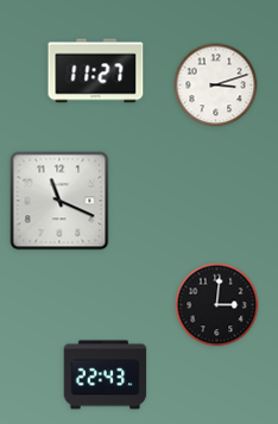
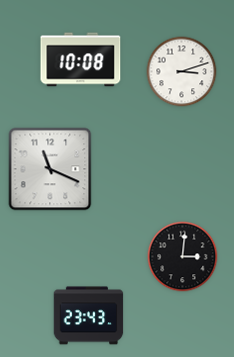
clock at (96, 71): 11:27 -> 10:08
clock at (106, 375): 22:43 -> 23:43
